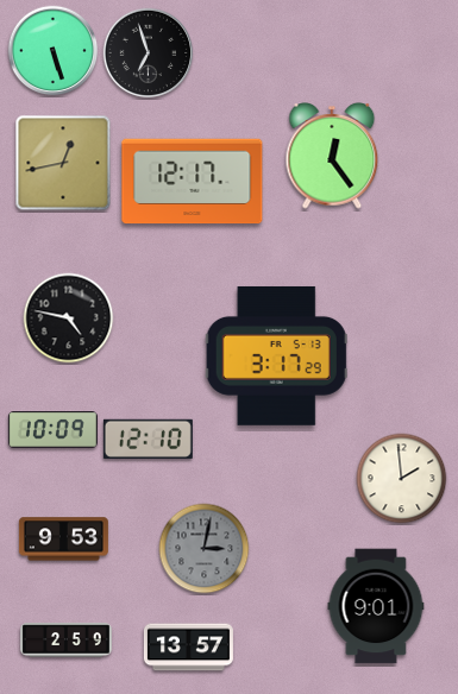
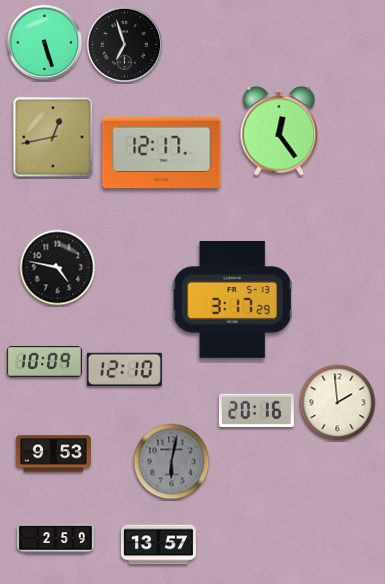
clock at (256, 411): none -> 20:16
clock at (205, 549): 3:02 -> 6:02
clock at (376, 606): 9:01 -> none
